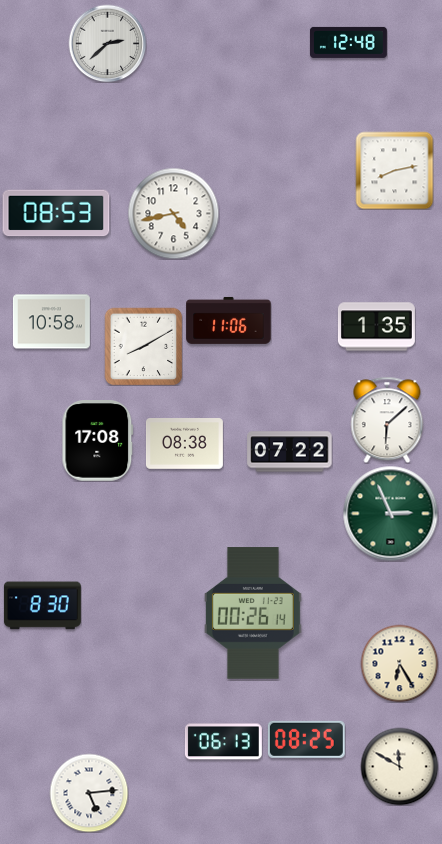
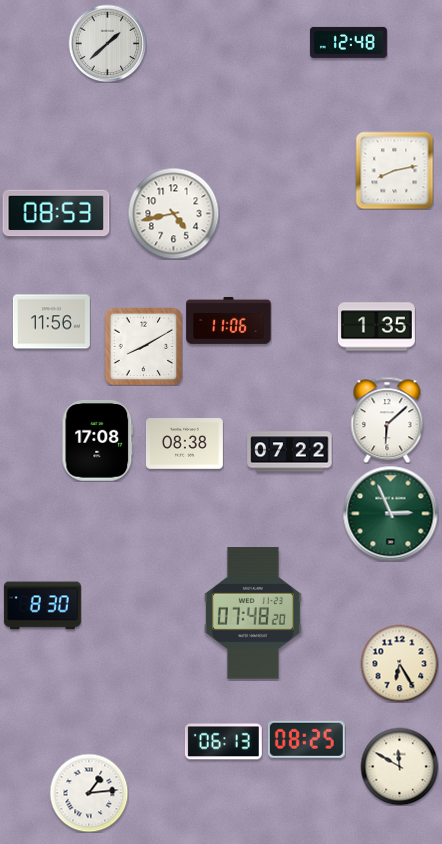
clock at (107, 43): 2:38 -> 1:38
clock at (51, 322): 10:58 -> 11:56
clock at (253, 613): 00:26 -> 07:48
clock at (89, 793): 5:14 -> 1:14
